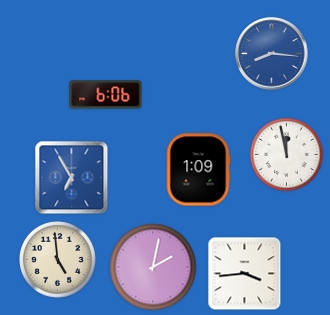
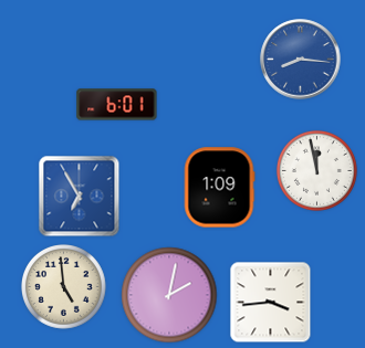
clock at (106, 95): 6:06 -> 6:01
